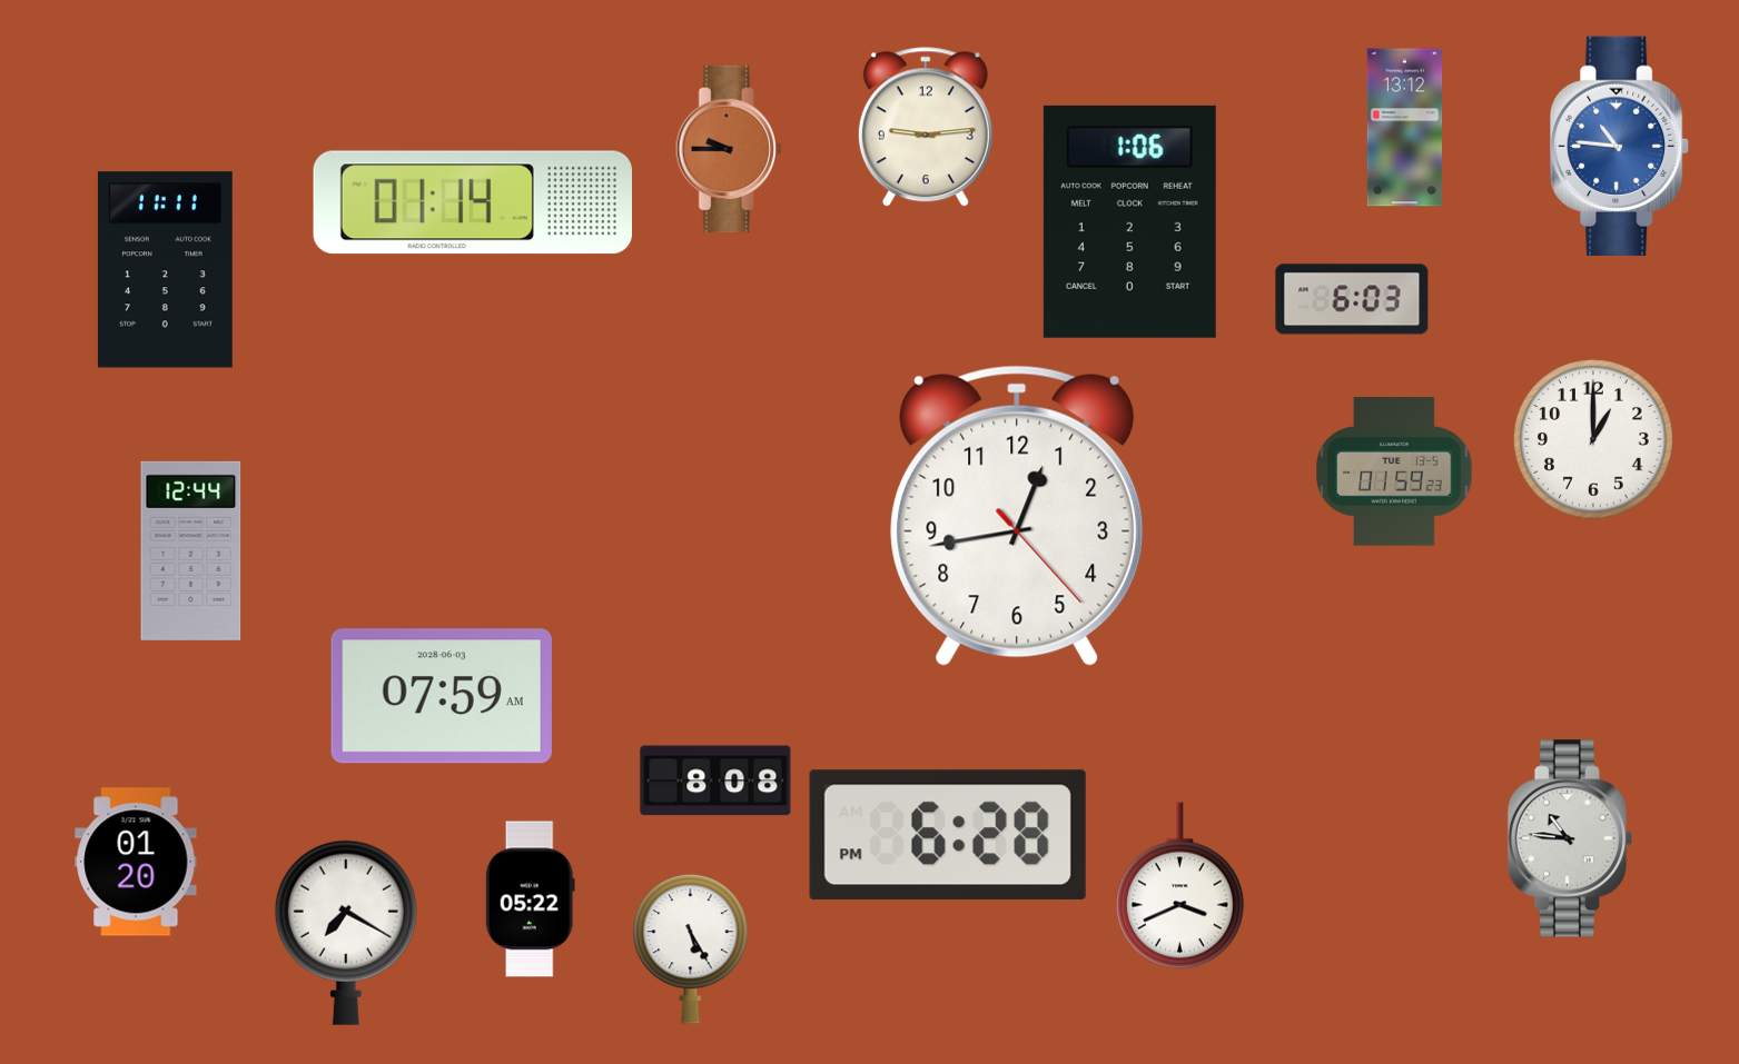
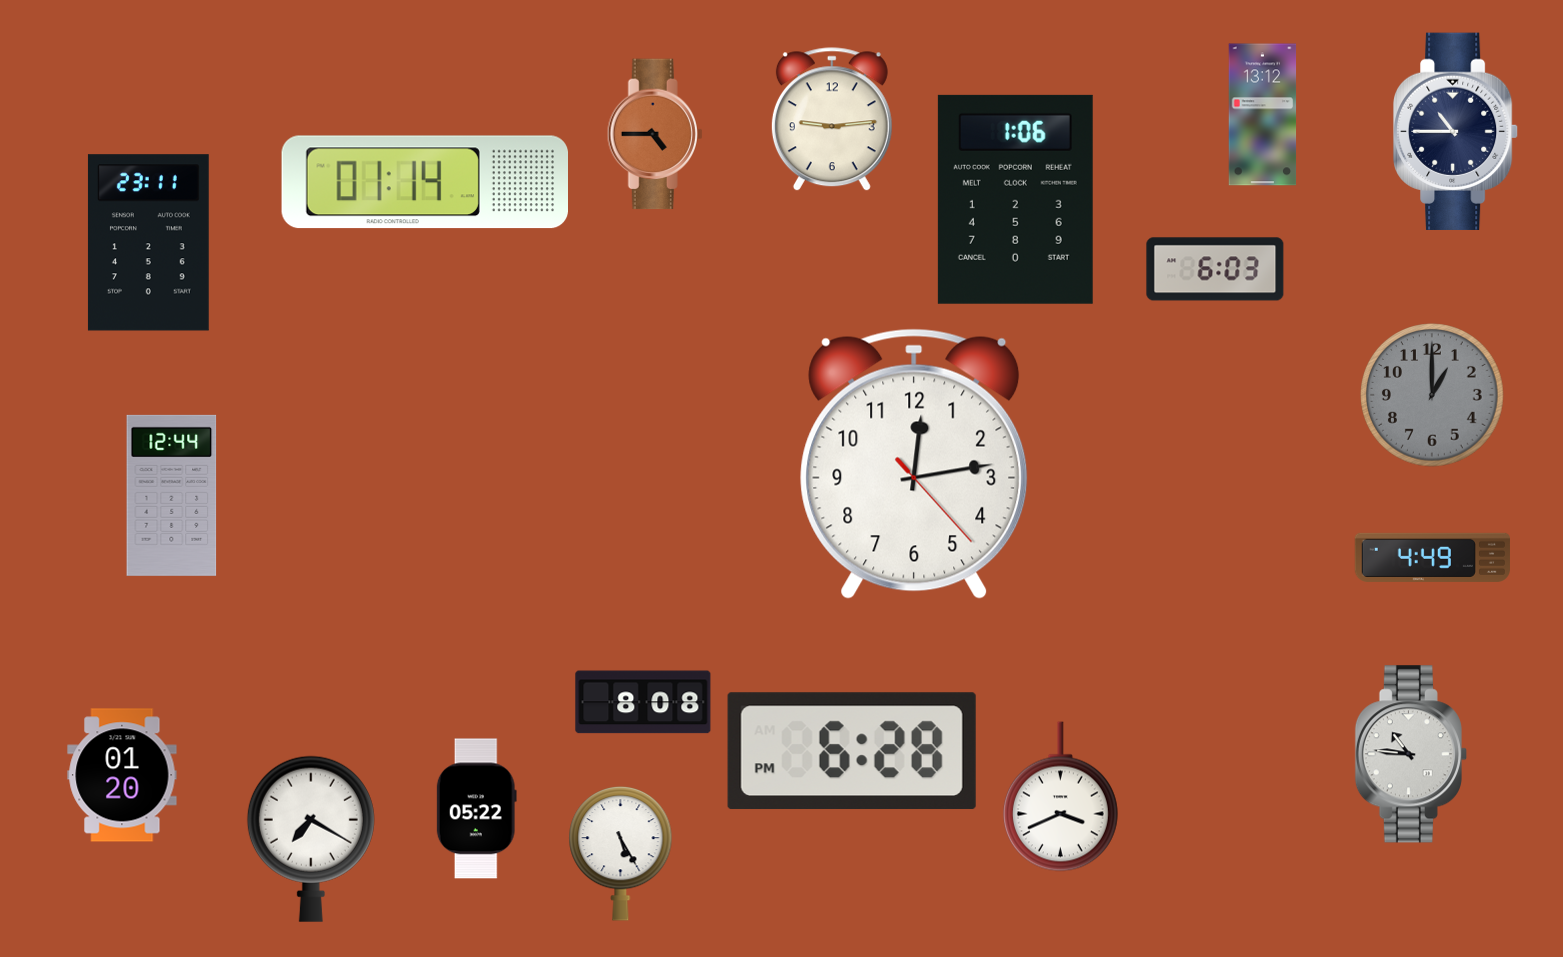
clock at (926, 128) position: (926, 128) -> (832, 120)
clock at (1621, 146): 10:46 -> 10:45
clock at (1621, 146) dial: blue -> navy
clock at (729, 149): 9:45 -> 4:45
clock at (165, 270): 11:11 -> 23:11
clock at (1593, 439) dial: white -> grey
clock at (1394, 471): 01:59 -> none
clock at (1017, 516): 12:43 -> 12:13
clock at (1432, 557): none -> 4:49
clock at (442, 696): 07:59 -> none
